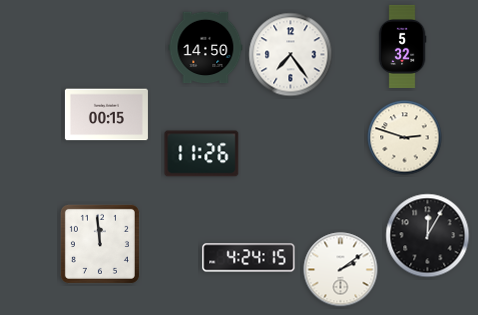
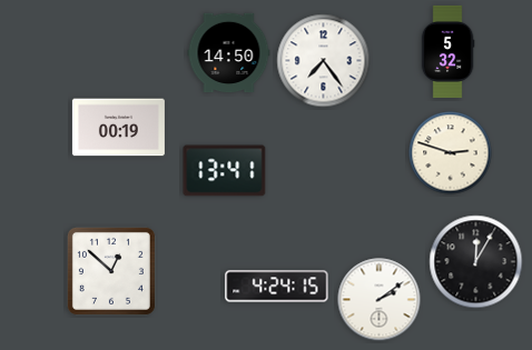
clock at (106, 115): 00:15 -> 00:19
clock at (202, 154): 11:26 -> 13:41
clock at (100, 244): 11:59 -> 12:52
